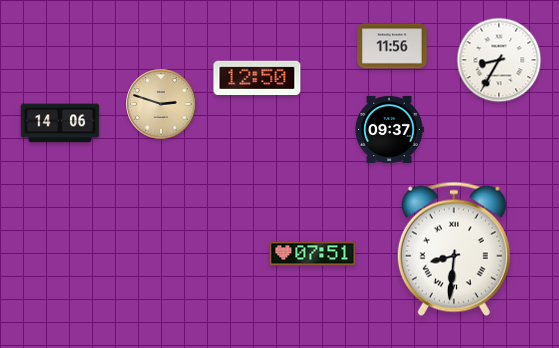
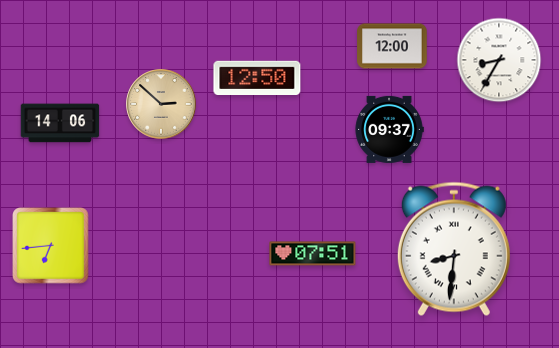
clock at (392, 46): 11:56 -> 12:00
clock at (161, 104): 2:48 -> 2:52
clock at (51, 246): none -> 6:44
